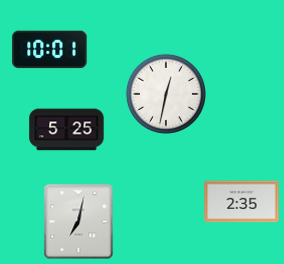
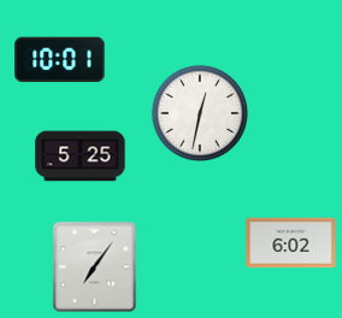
clock at (242, 202): 2:35 -> 6:02
clock at (79, 222): 7:02 -> 7:06
